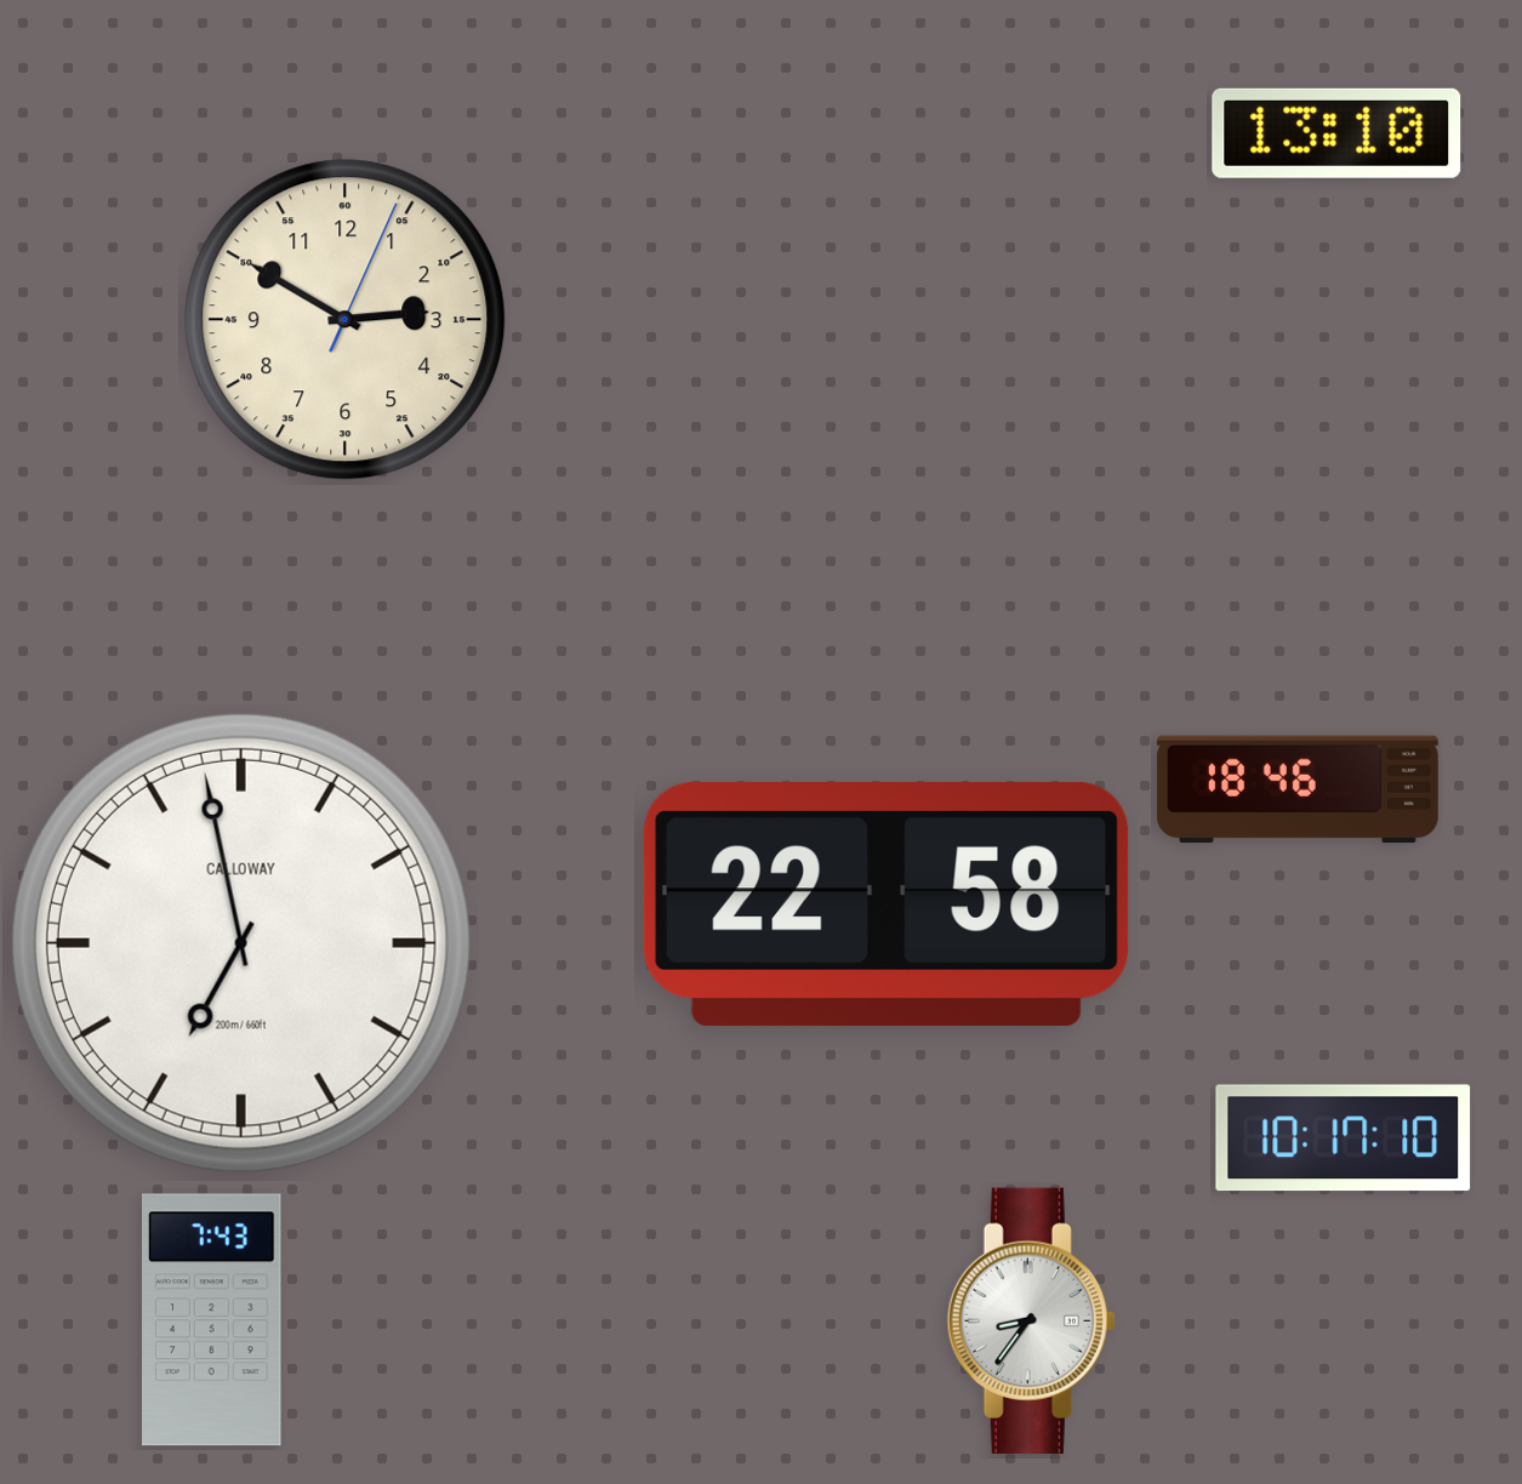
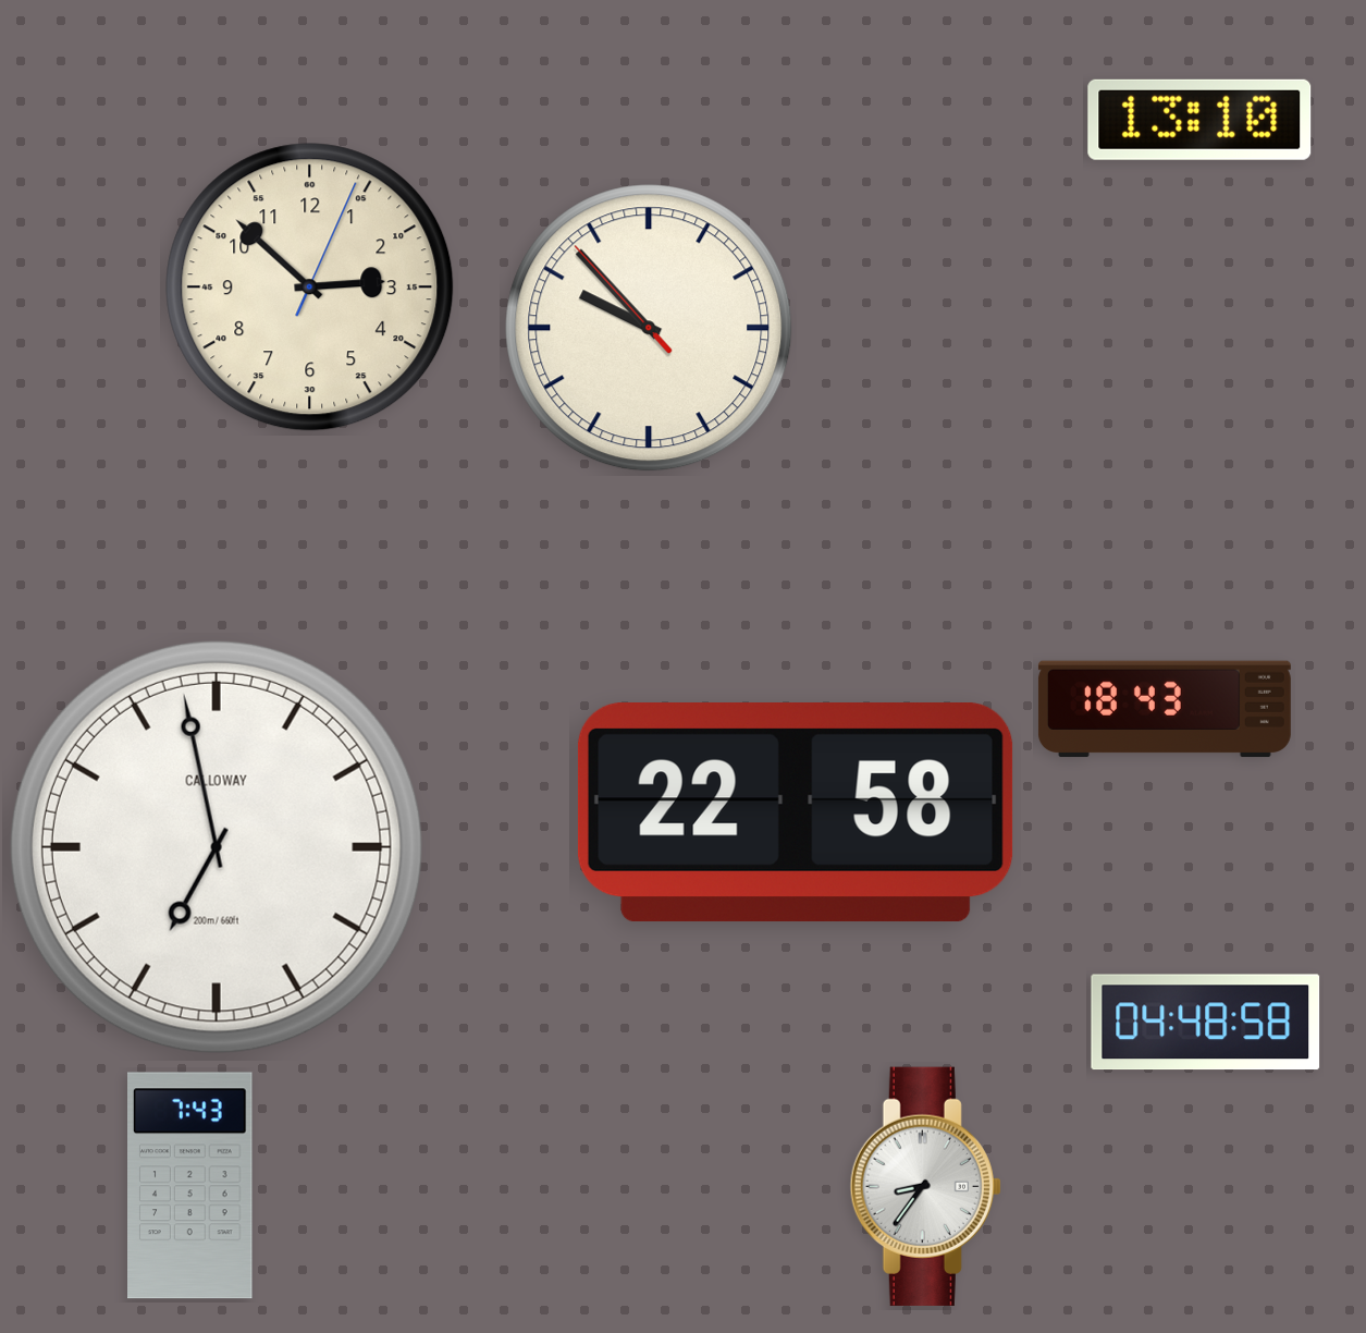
clock at (346, 320): 2:50 -> 2:52
clock at (649, 328): none -> 9:52
clock at (1298, 789): 18:46 -> 18:43
clock at (1344, 1138): 10:17 -> 04:48
